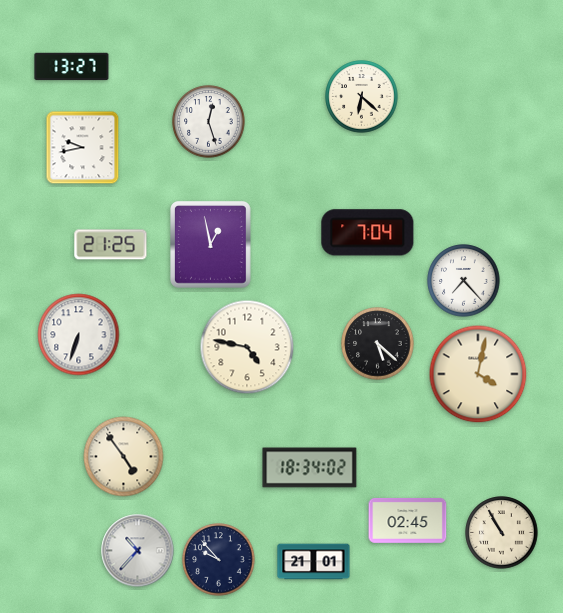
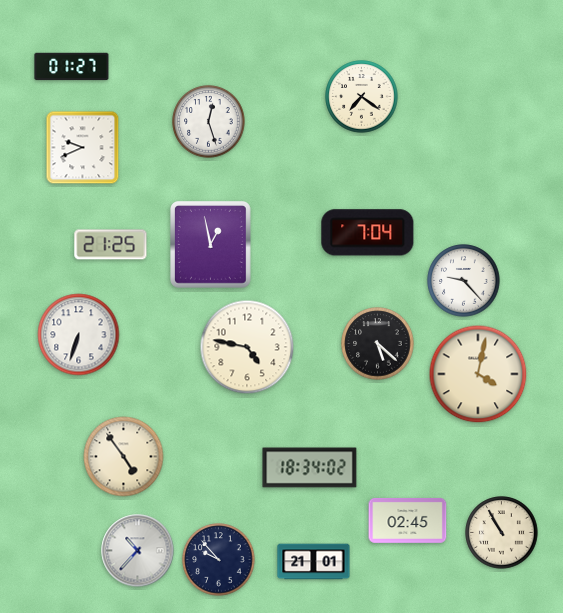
clock at (72, 67): 13:27 -> 01:27
clock at (362, 97): 6:22 -> 7:21
clock at (83, 148): 9:43 -> 9:41
clock at (464, 281): 7:23 -> 9:23
